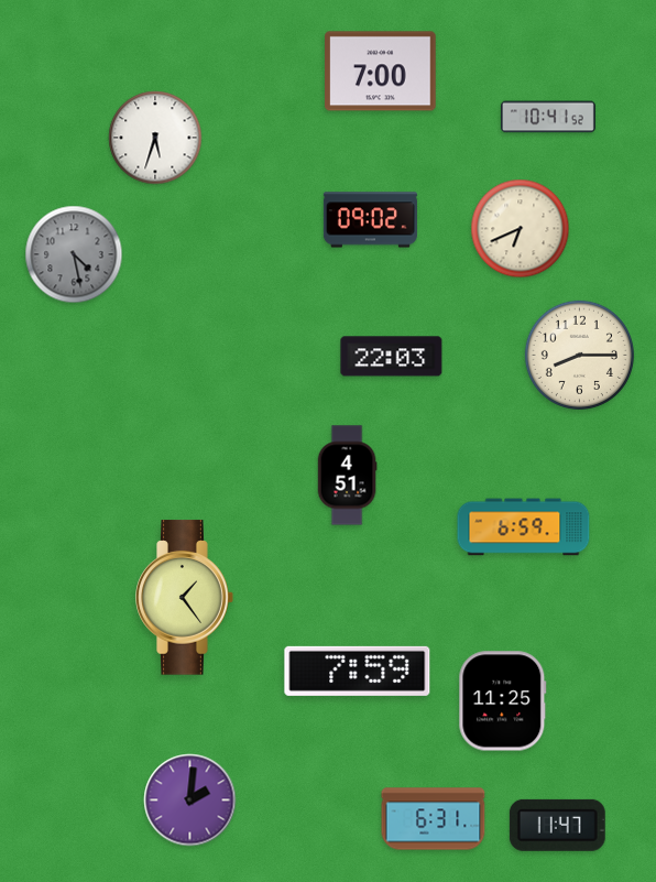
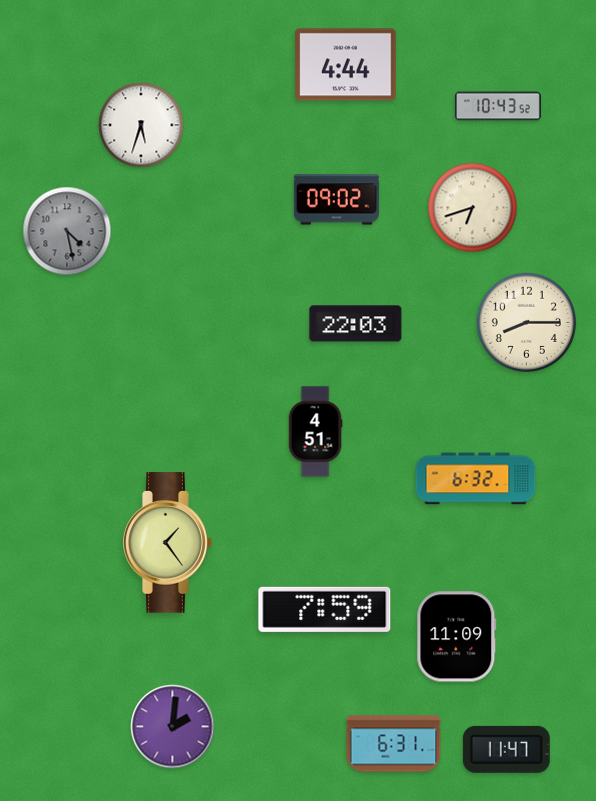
clock at (381, 72): 7:00 -> 4:44
clock at (548, 117): 10:41 -> 10:43
clock at (521, 229): 6:41 -> 6:42
clock at (524, 527): 6:59 -> 6:32
clock at (503, 701): 11:25 -> 11:09
